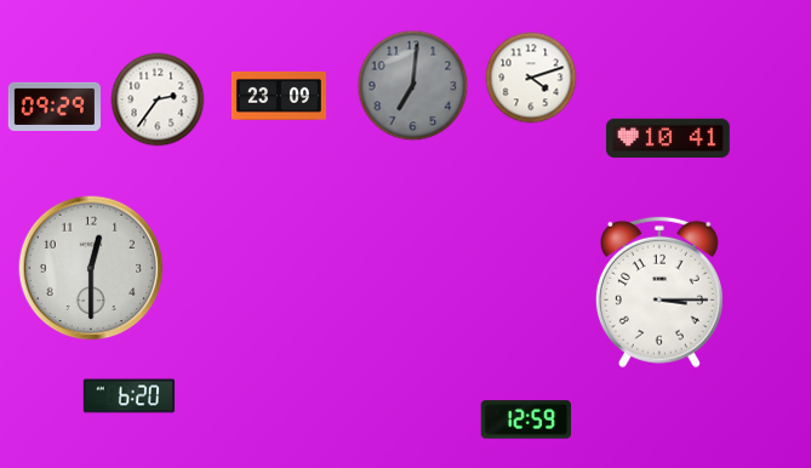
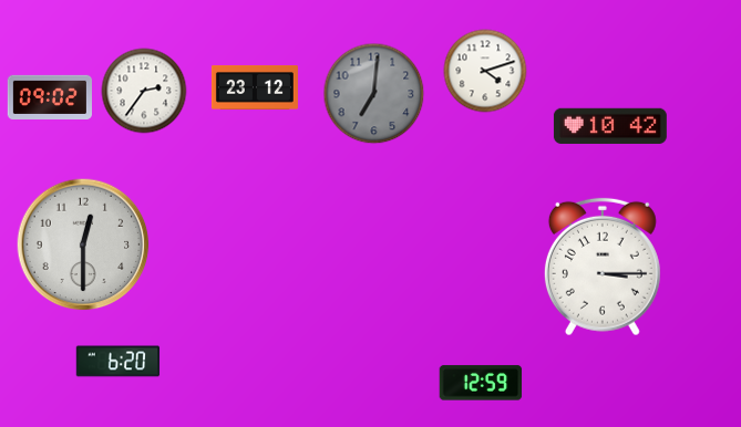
clock at (413, 86) position: (413, 86) -> (374, 94)
clock at (279, 96): 23:09 -> 23:12
clock at (53, 105): 09:29 -> 09:02
clock at (668, 138): 10:41 -> 10:42
